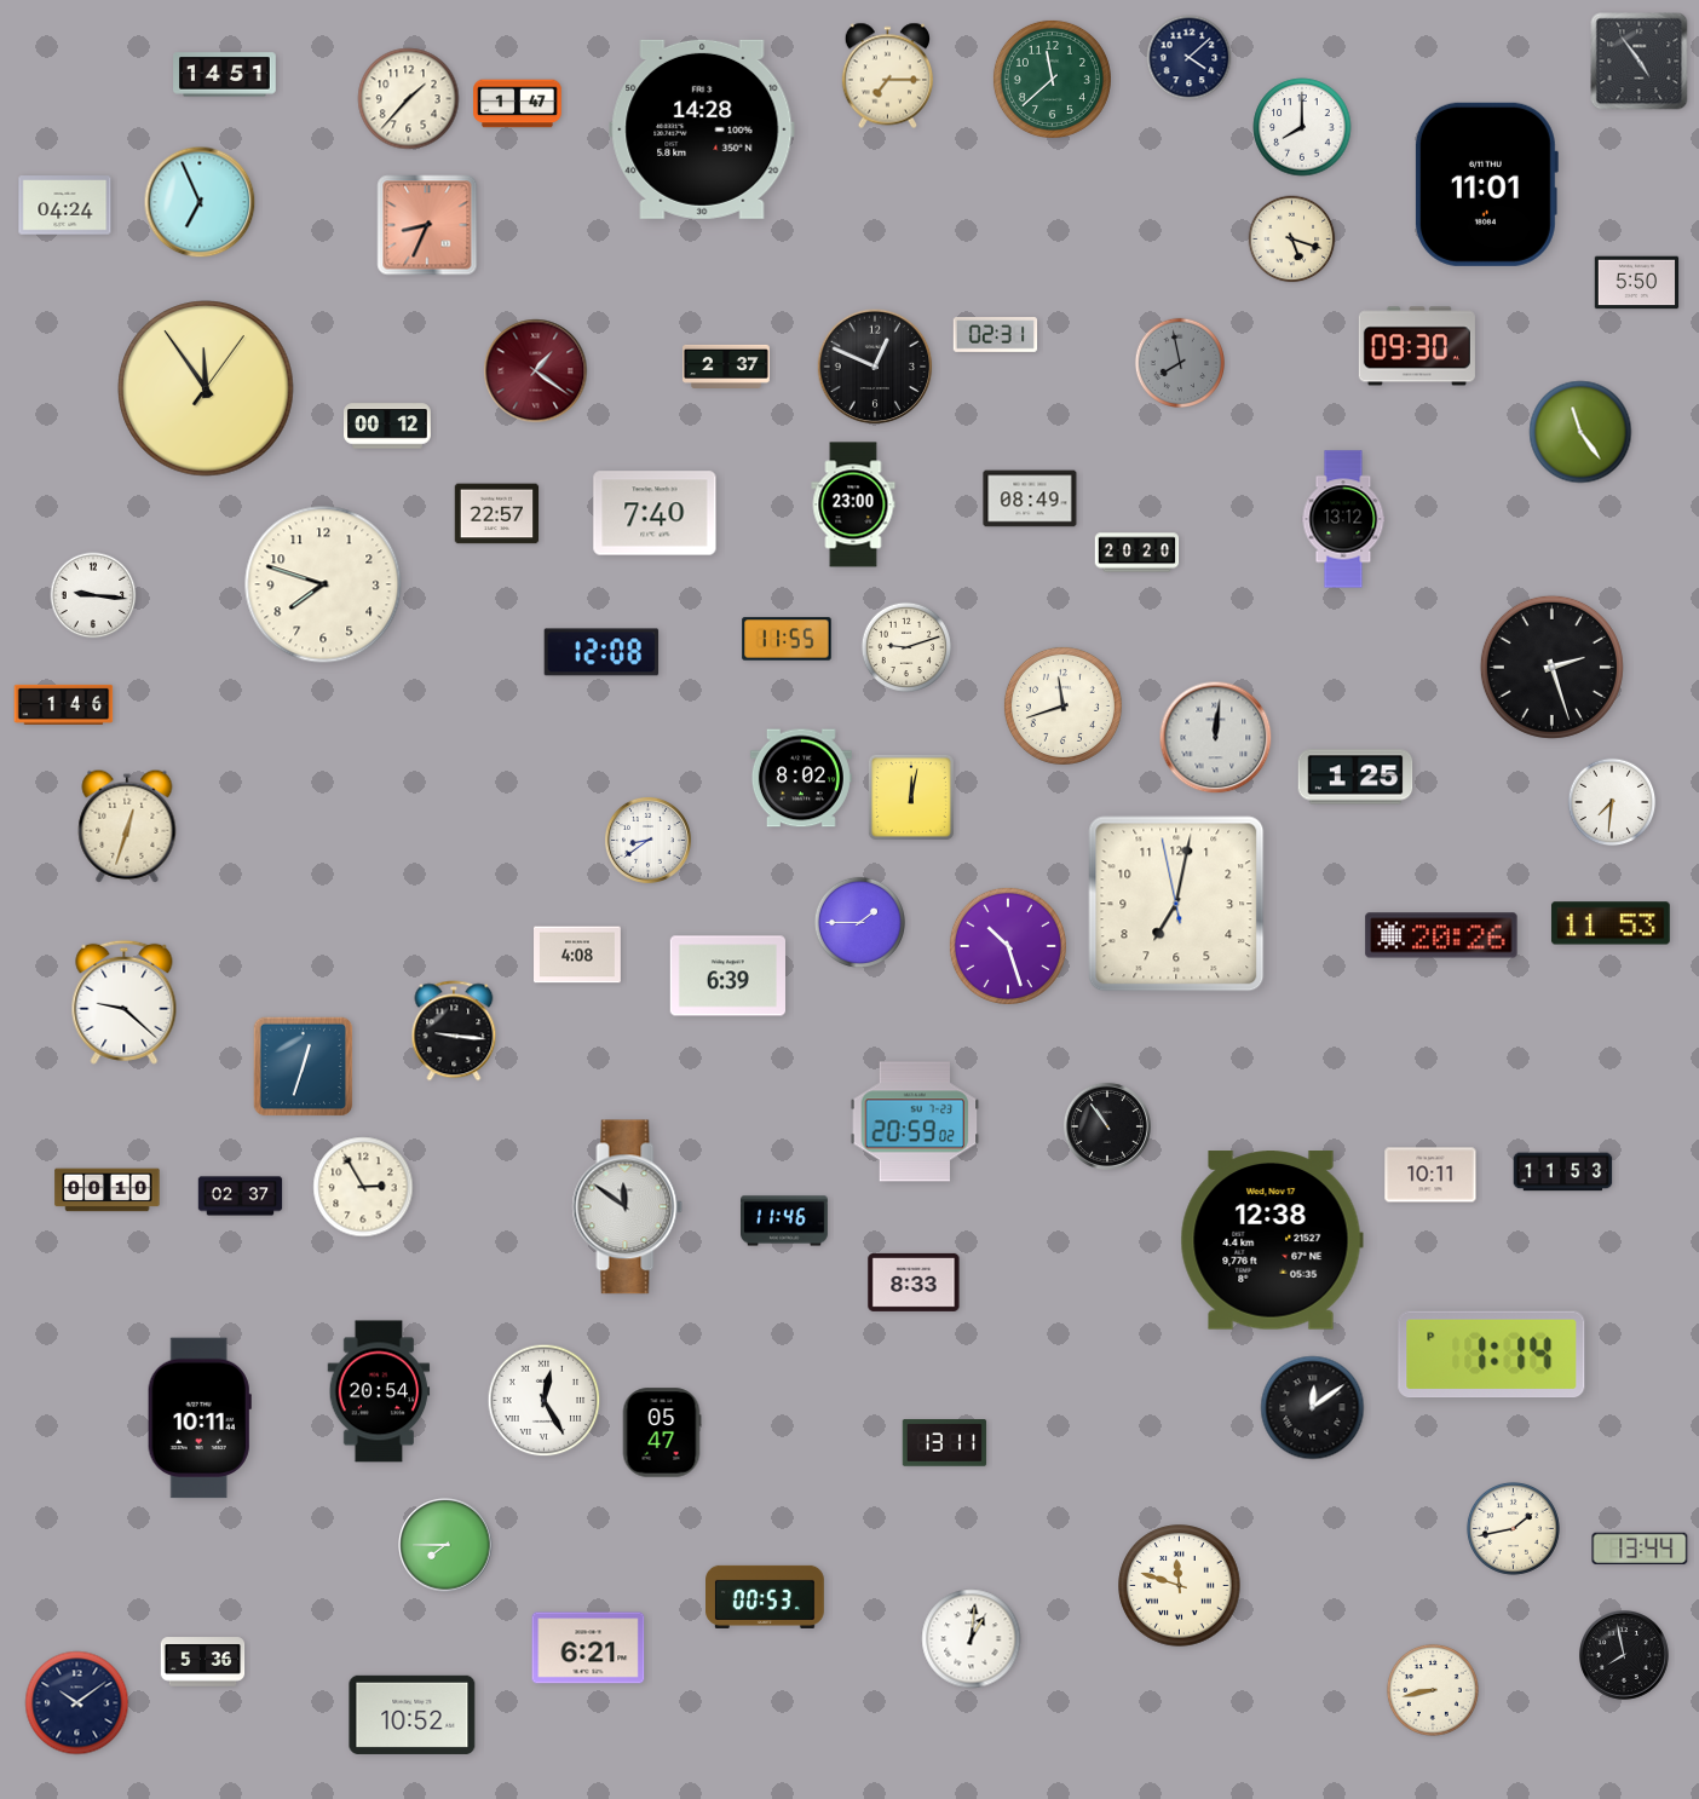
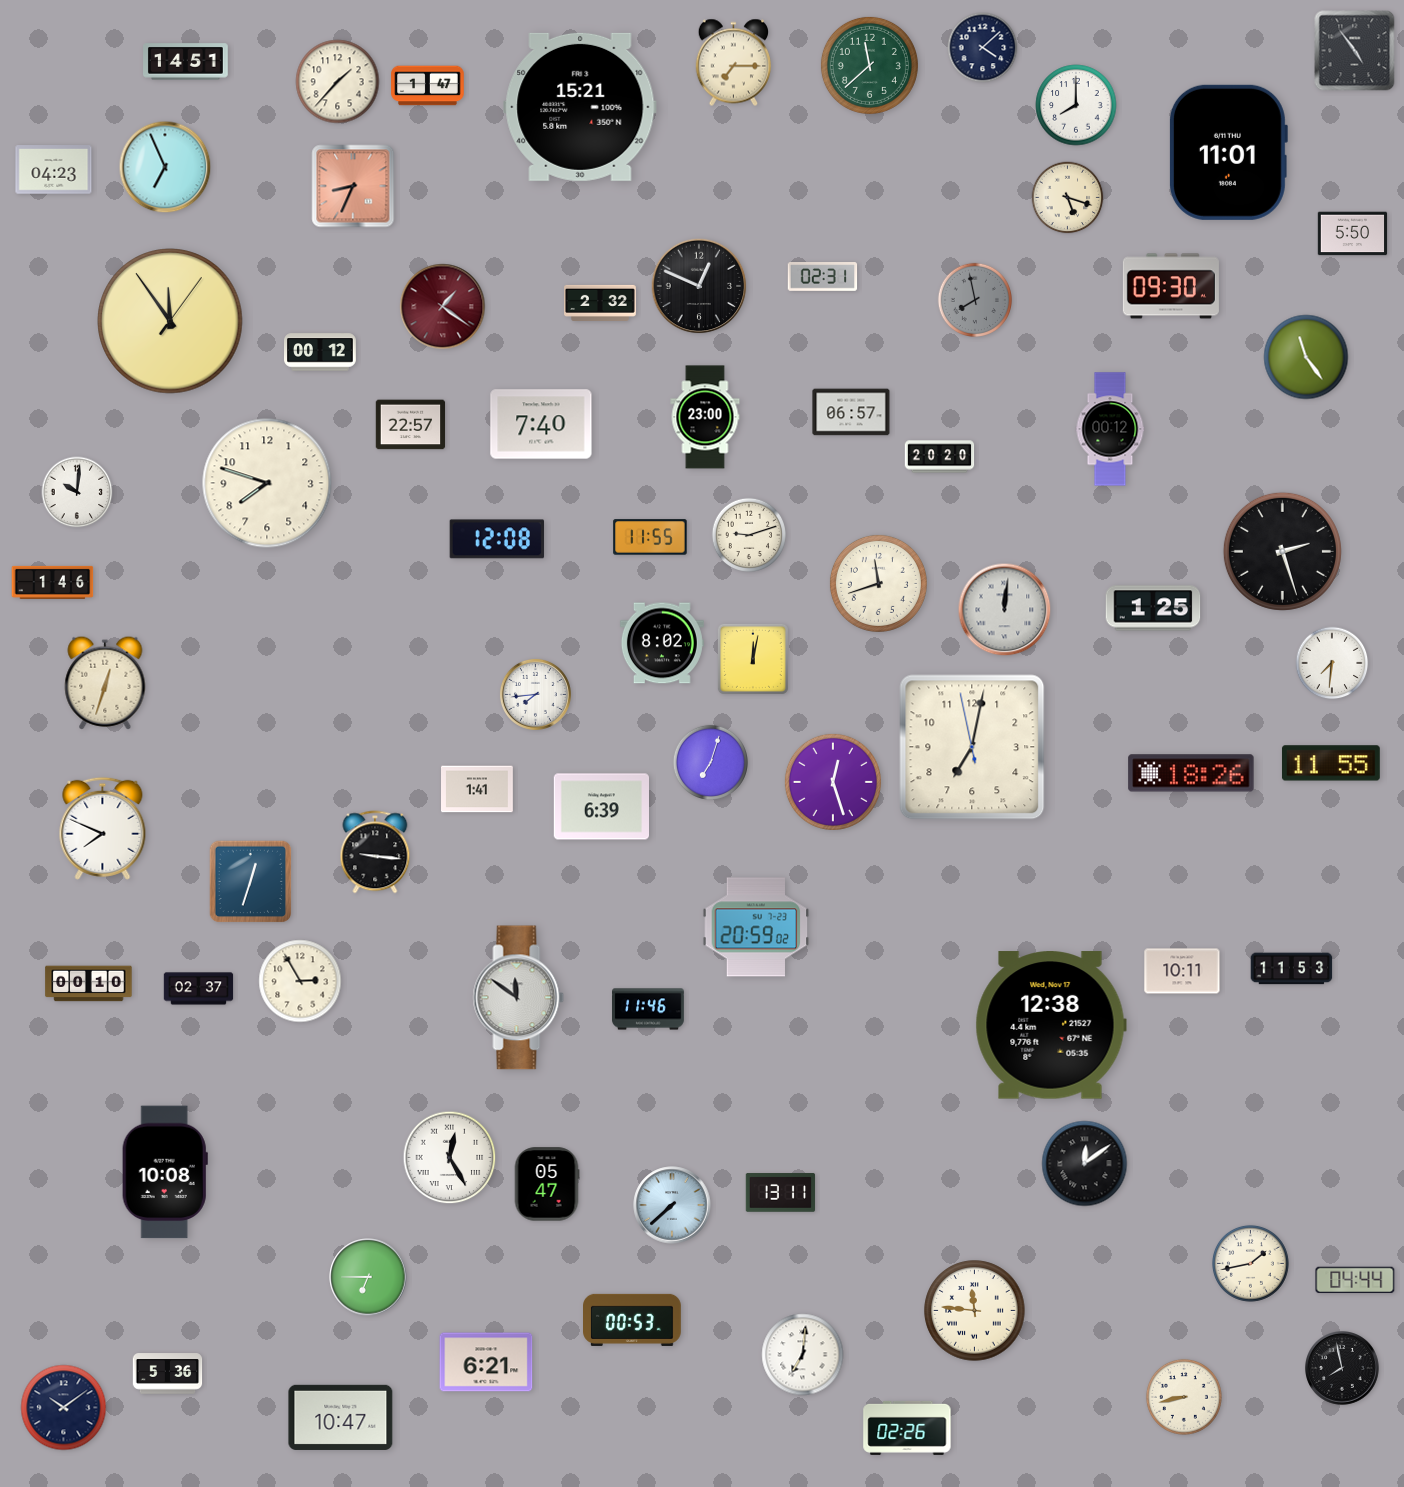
clock at (702, 129): 14:28 -> 15:21
clock at (65, 206): 04:24 -> 04:23
clock at (727, 367): 2:37 -> 2:32
clock at (875, 367) position: (875, 367) -> (699, 286)
clock at (1030, 498): 08:49 -> 06:57
clock at (1343, 519): 13:12 -> 00:12
clock at (93, 595): 9:16 -> 10:01
clock at (787, 639) position: (787, 639) -> (650, 537)
clock at (1355, 777) position: (1355, 777) -> (1153, 608)
clock at (647, 840): 8:39 -> 7:44
clock at (859, 922): 1:45 -> 7:03
clock at (1611, 923): 11:53 -> 11:55
clock at (1441, 935): 20:26 -> 18:26
clock at (1008, 946): 10:27 -> 12:27
clock at (578, 955): 4:08 -> 1:41
clock at (125, 1002): 9:22 -> 7:49
clock at (1107, 1126): 10:54 -> none
clock at (914, 1282): 8:33 -> none
clock at (1492, 1355): 1:14 -> none
clock at (379, 1391): 20:54 -> none
clock at (200, 1418): 10:11 -> 10:08
clock at (672, 1205): none -> 7:38
clock at (445, 1545): 7:45 -> 6:45
clock at (1640, 1549): 13:44 -> 04:44
clock at (1180, 1586): 11:48 -> 11:46
clock at (972, 1639): 1:01 -> 7:01
clock at (413, 1714): 10:52 -> 10:47
clock at (907, 1428): none -> 02:26
